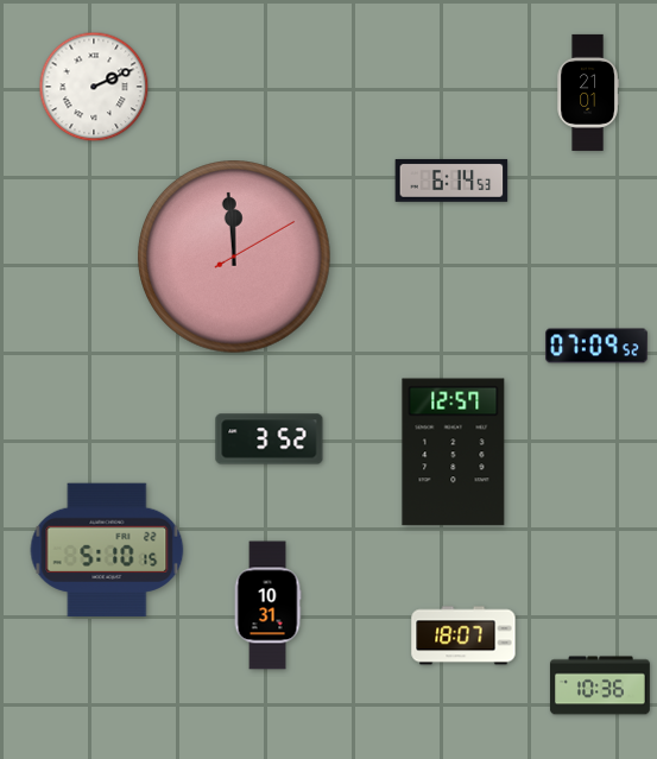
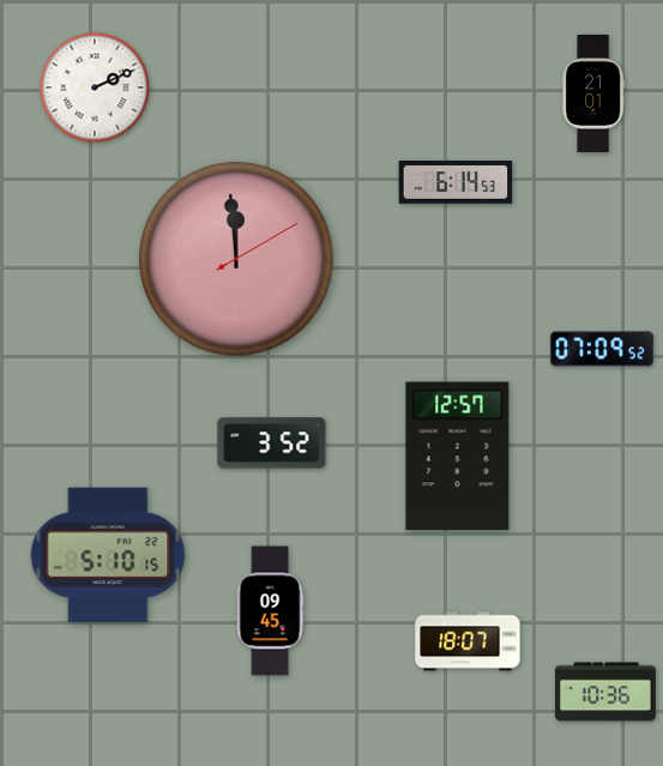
clock at (267, 606): 10:31 -> 09:45
